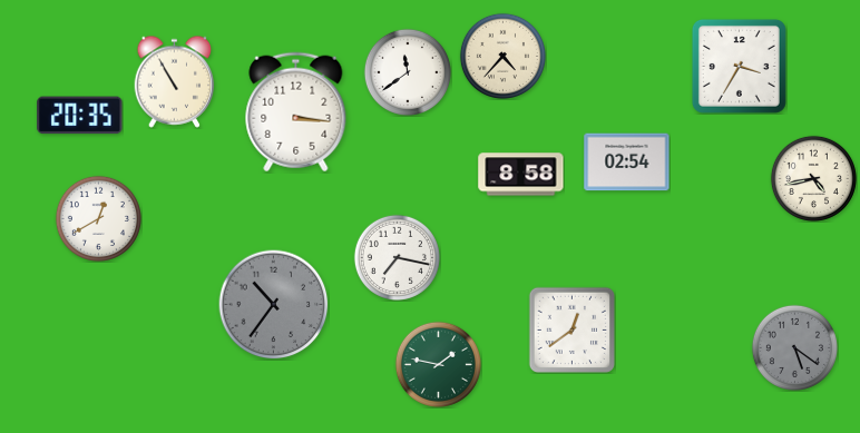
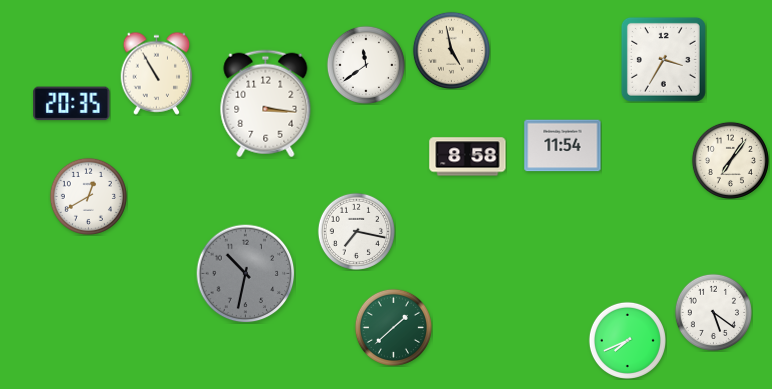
clock at (502, 56): 4:37 -> 4:58
clock at (296, 112) position: (296, 112) -> (266, 104)
clock at (627, 163): 02:54 -> 11:54
clock at (813, 178): 4:43 -> 7:06
clock at (274, 305): 10:36 -> 10:32
clock at (571, 329): 12:39 -> none
clock at (794, 347) dial: grey -> white
clock at (438, 364): 1:47 -> 1:38
clock at (627, 340): none -> 7:41
